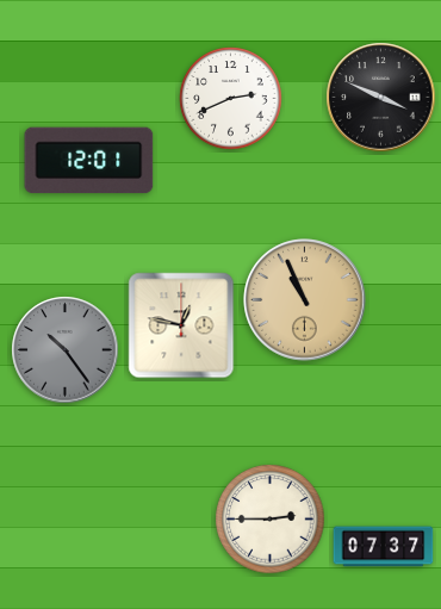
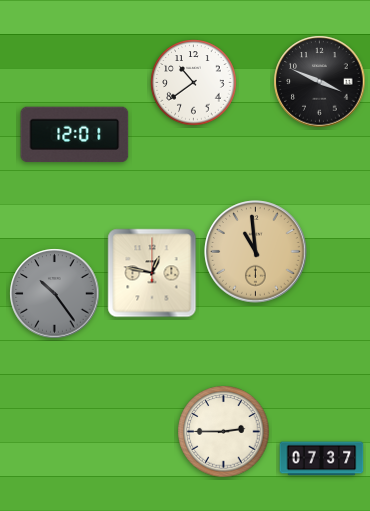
clock at (231, 99): 2:41 -> 10:39
clock at (305, 300): 10:56 -> 10:59
clock at (271, 520) position: (271, 520) -> (224, 432)
